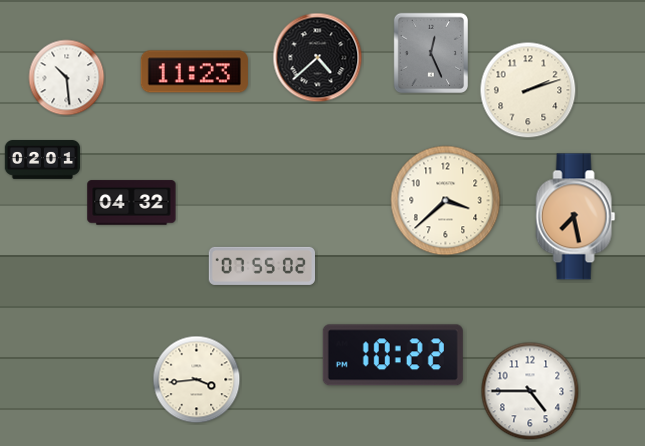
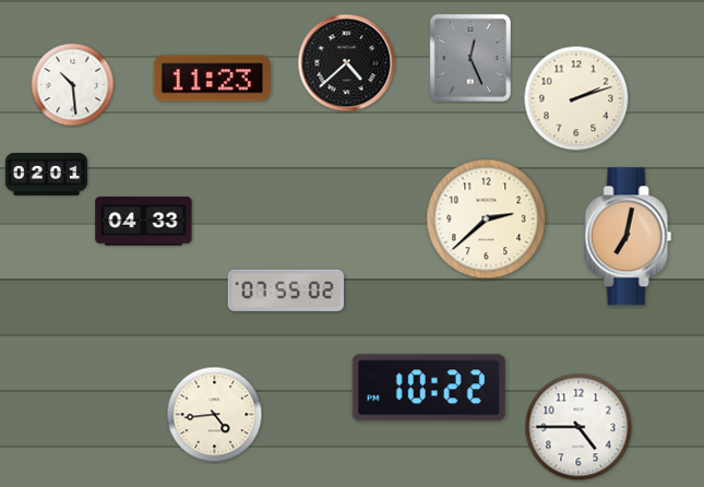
clock at (446, 201): 3:38 -> 2:38
clock at (132, 203): 04:32 -> 04:33
clock at (576, 217): 7:28 -> 7:02
clock at (197, 380): 3:44 -> 4:44
